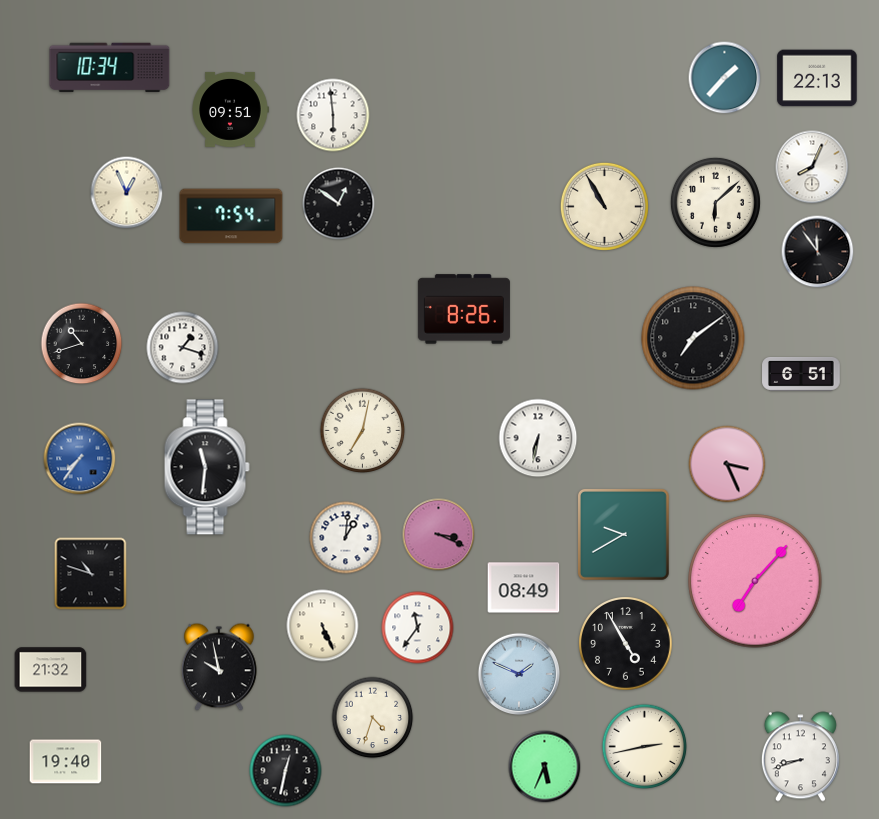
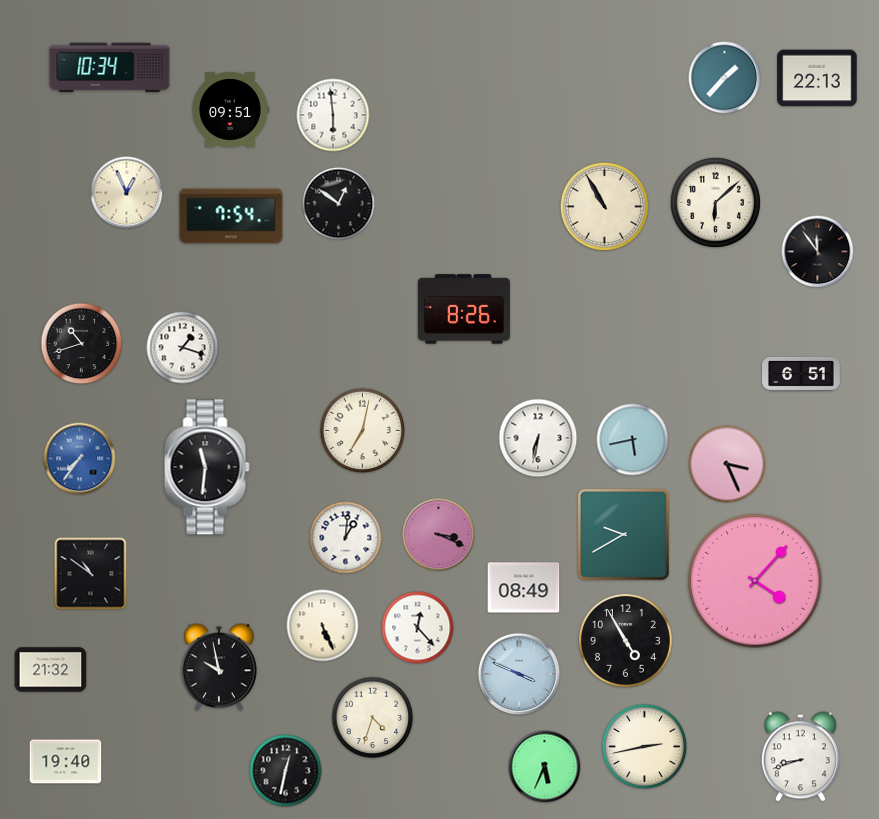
clock at (812, 167): 8:04 -> none
clock at (693, 338): 7:09 -> none
clock at (633, 440): none -> 5:43
clock at (91, 574): 10:48 -> 10:51
clock at (755, 581): 7:07 -> 4:07
clock at (418, 628): 11:36 -> 12:23
clock at (626, 644) position: (626, 644) -> (626, 641)
clock at (519, 674): 1:49 -> 3:49
